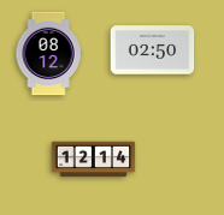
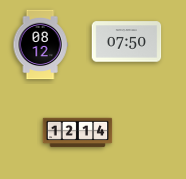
clock at (153, 50): 02:50 -> 07:50
